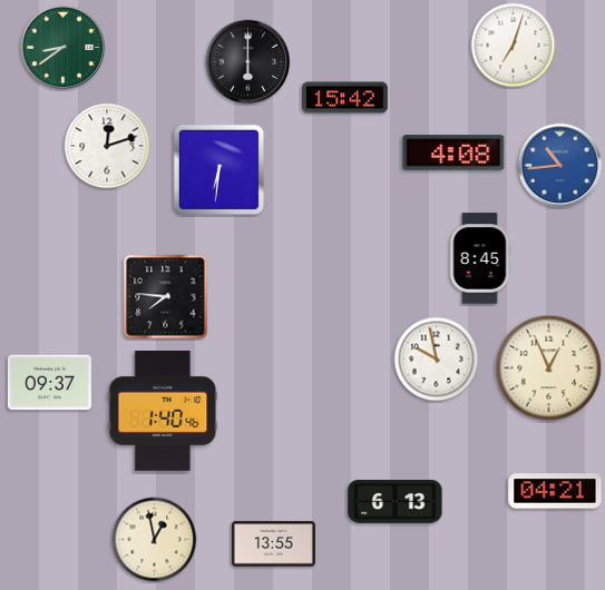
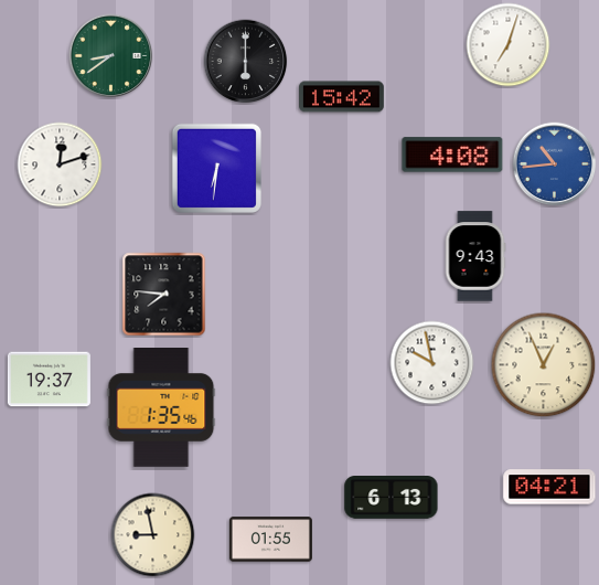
clock at (64, 48) position: (64, 48) -> (111, 56)
clock at (107, 146) position: (107, 146) -> (60, 164)
clock at (453, 153) position: (453, 153) -> (452, 155)
clock at (480, 258): 8:45 -> 9:43
clock at (437, 360) position: (437, 360) -> (432, 363)
clock at (49, 383): 09:37 -> 19:37
clock at (163, 412): 1:40 -> 1:35
clock at (155, 540): 12:58 -> 8:58
clock at (273, 544): 13:55 -> 01:55
